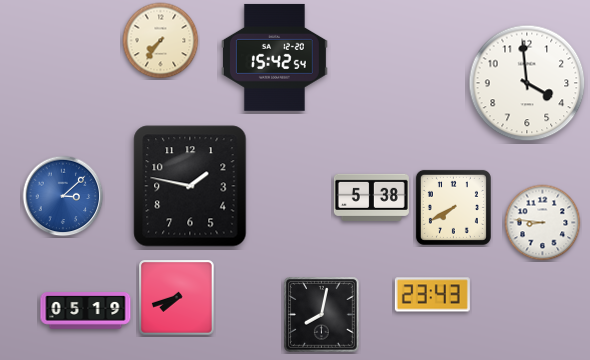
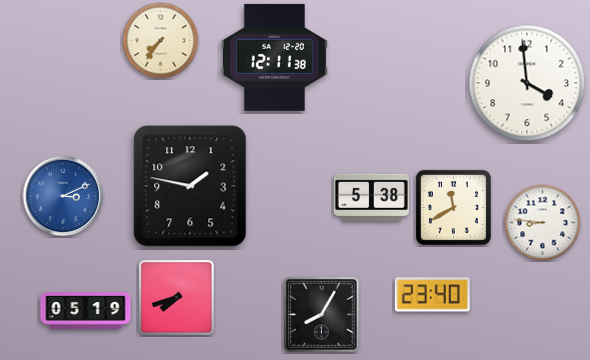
clock at (274, 57): 15:42 -> 12:11
clock at (63, 196): 3:08 -> 3:11
clock at (453, 207): 7:40 -> 11:40
clock at (432, 295): 23:43 -> 23:40
clock at (322, 315): 8:02 -> 8:05
